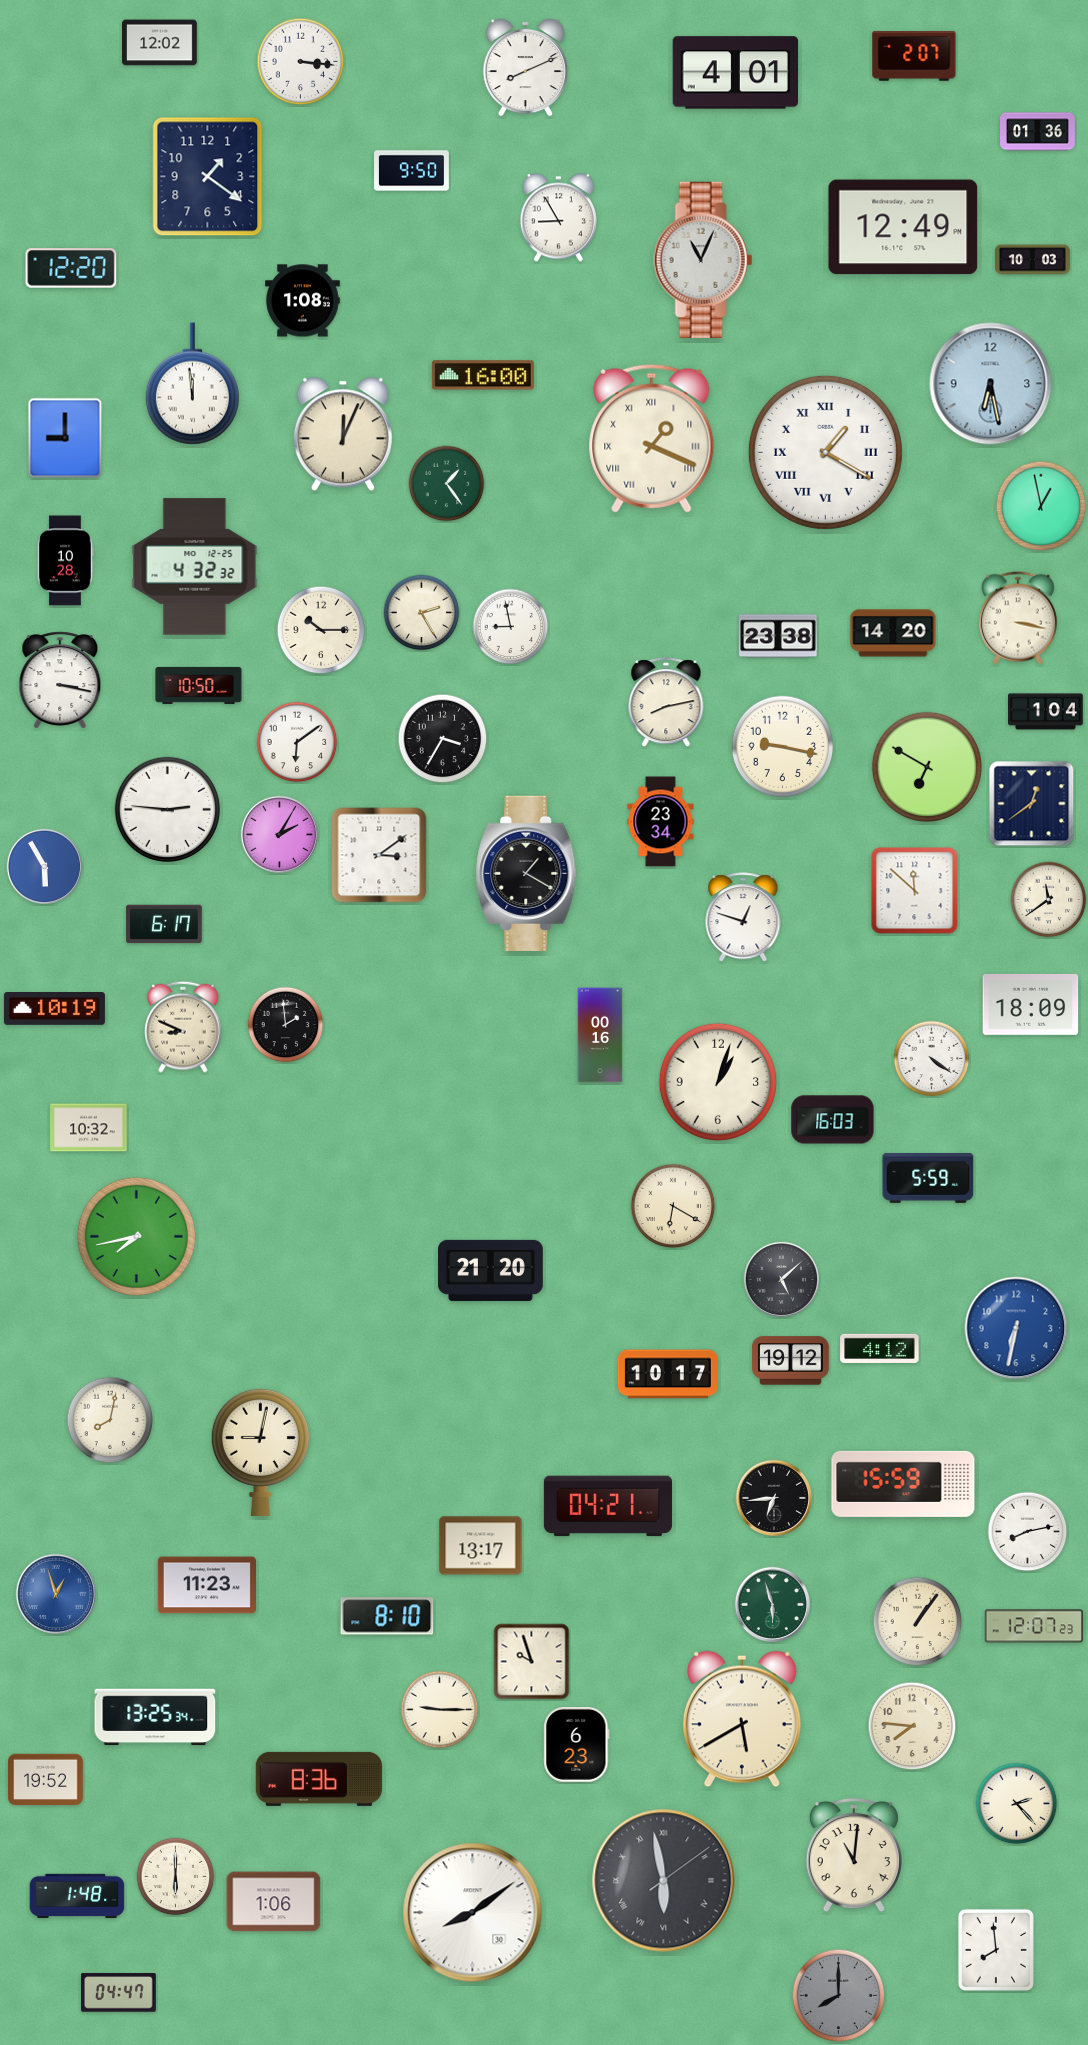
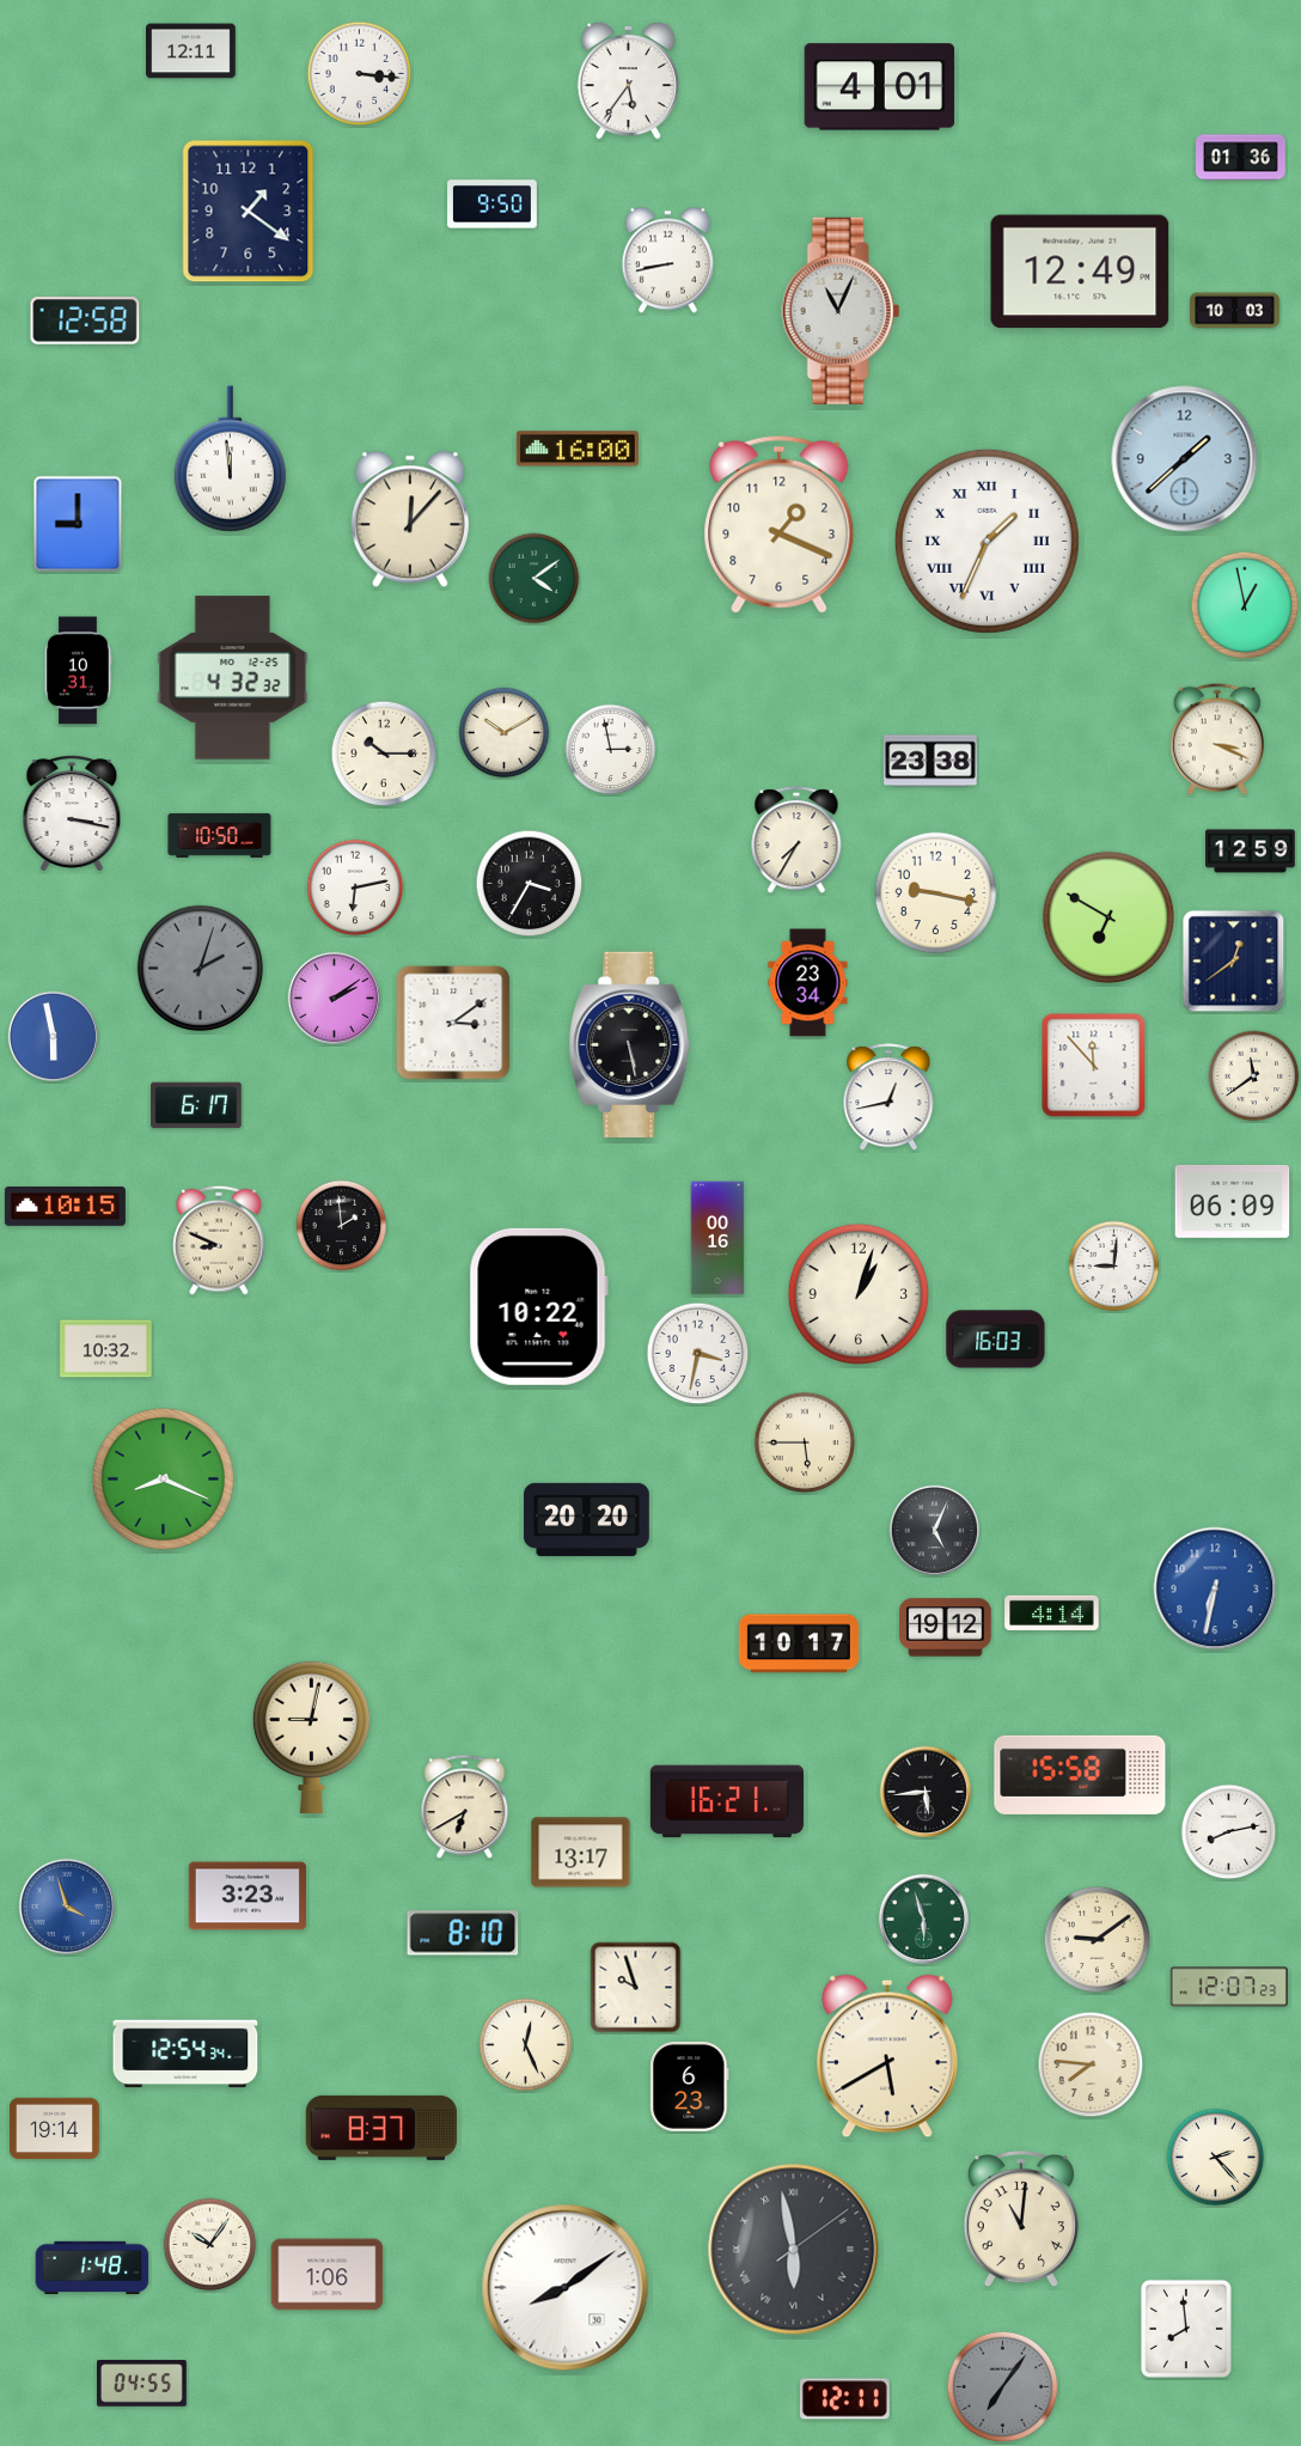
clock at (160, 43): 12:02 -> 12:11
clock at (914, 56): 2:07 -> none
clock at (525, 67): 8:11 -> 5:36
clock at (558, 218): 8:55 -> 8:43
clock at (71, 268): 12:20 -> 12:58
clock at (303, 301): 1:08 -> none
clock at (991, 384): 6:28 -> 1:38
clock at (343, 434): 12:04 -> 12:07
clock at (652, 438) numerals: Roman -> Arabic
clock at (825, 452): 1:20 -> 1:34
clock at (447, 484): 1:24 -> 4:09
clock at (65, 561): 10:28 -> 10:31
clock at (422, 613): 2:25 -> 10:10
clock at (1018, 618): 3:17 -> 3:19
clock at (511, 627): 8:58 -> 2:58
clock at (893, 633): 14:20 -> none
clock at (199, 685) position: (199, 685) -> (220, 835)
clock at (666, 703): 8:13 -> 7:35
clock at (1046, 712): 1:04 -> 12:59
clock at (297, 742): 6:09 -> 6:13
clock at (168, 810): 2:46 -> 2:03
clock at (168, 810) dial: white -> grey
clock at (661, 822) position: (661, 822) -> (808, 983)
clock at (279, 834): 2:05 -> 2:09
clock at (44, 866): 5:55 -> 5:58
clock at (527, 873): 1:20 -> 5:28
clock at (915, 891): 11:52 -> 11:53
clock at (743, 918): 12:48 -> 12:43
clock at (1031, 1004): 18:09 -> 06:09
clock at (54, 1009): 10:19 -> 10:15
clock at (183, 1027) position: (183, 1027) -> (219, 1240)
clock at (932, 1059): 4:21 -> 9:01
clock at (538, 1306): none -> 10:22
clock at (698, 1354): none -> 3:32
clock at (928, 1178): 5:59 -> none
clock at (673, 1206): 6:20 -> 5:45
clock at (136, 1236): 7:43 -> 8:19
clock at (491, 1270): 21:20 -> 20:20
clock at (781, 1279): 5:08 -> 5:04
clock at (880, 1348): 4:12 -> 4:14
clock at (110, 1420): 8:02 -> none
clock at (903, 1484): 15:59 -> 15:58
clock at (773, 1497): 6:44 -> 5:44
clock at (608, 1506): 04:21 -> 16:21
clock at (465, 1807): none -> 6:40
clock at (481, 1546) position: (481, 1546) -> (581, 1853)
clock at (206, 1585): 11:23 -> 3:23
clock at (56, 1594): 12:57 -> 3:57
clock at (918, 1622): 1:06 -> 9:09
clock at (1033, 1626) position: (1033, 1626) -> (1228, 1987)
clock at (440, 1710): 9:15 -> 12:26
clock at (155, 1717): 13:25 -> 12:54
clock at (318, 1779): 8:36 -> 8:37
clock at (46, 1780): 19:52 -> 19:14
clock at (176, 1877): 6:00 -> 10:06
clock at (996, 1950) position: (996, 1950) -> (1186, 2329)
clock at (119, 1993): 04:47 -> 04:55
clock at (839, 1996): 8:00 -> 7:06
clock at (844, 2399): none -> 12:11
